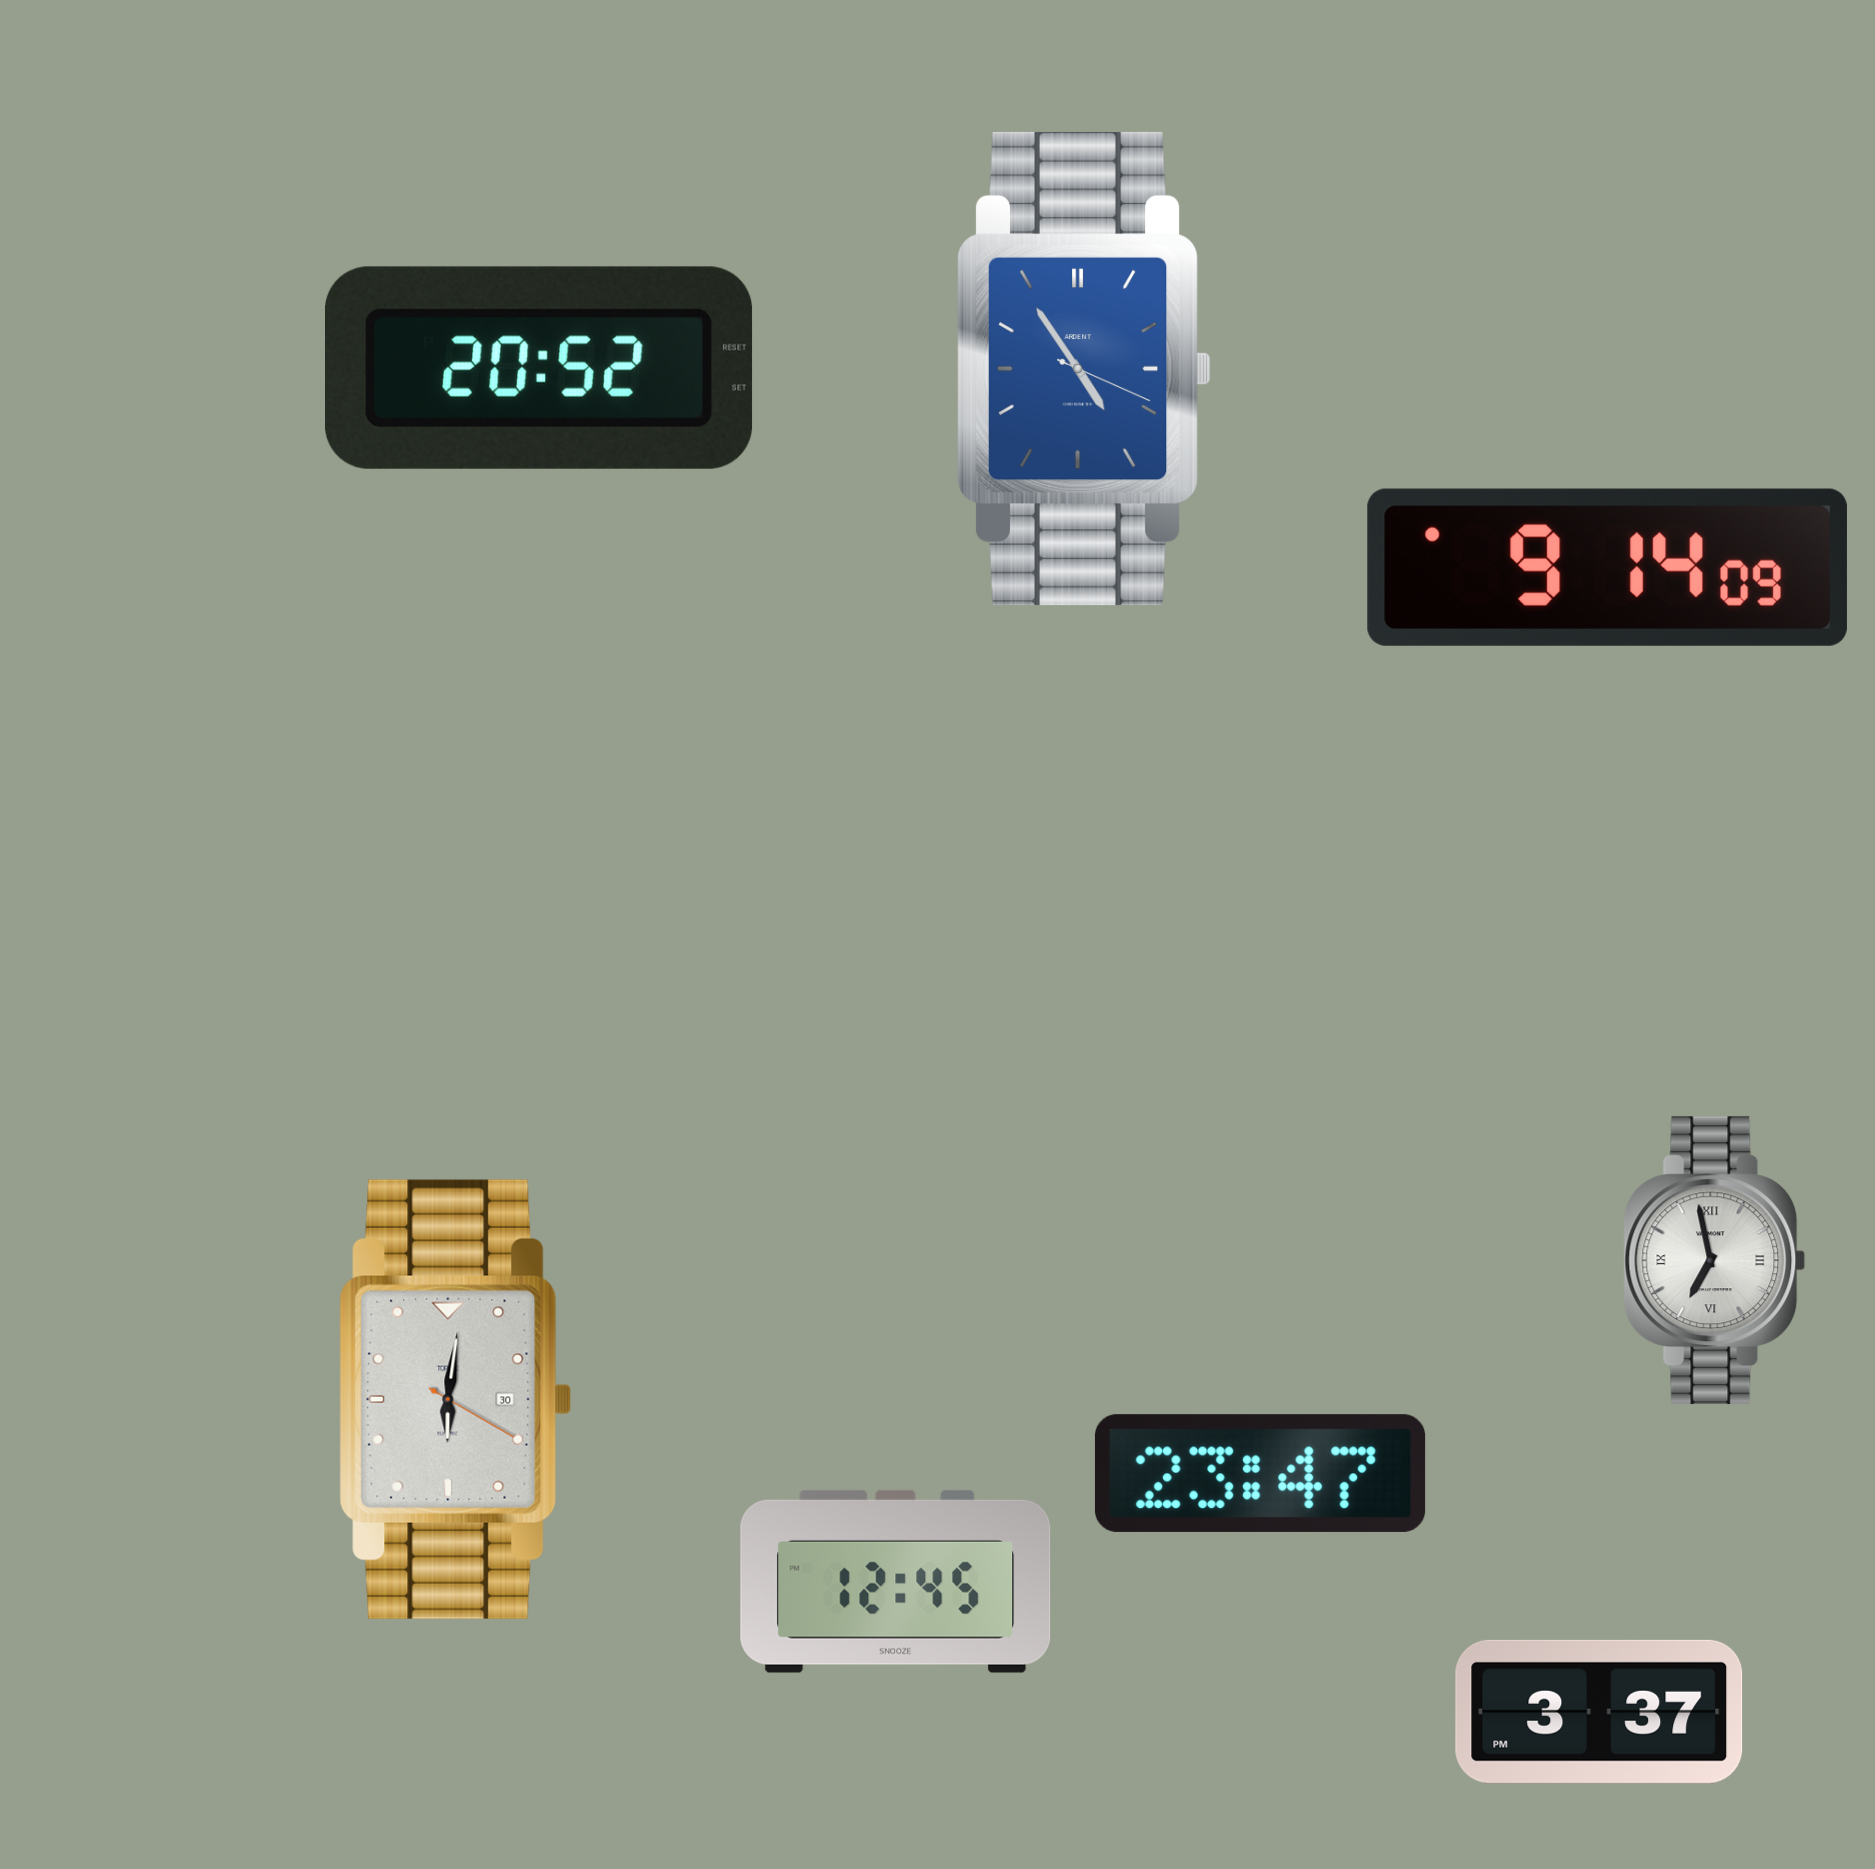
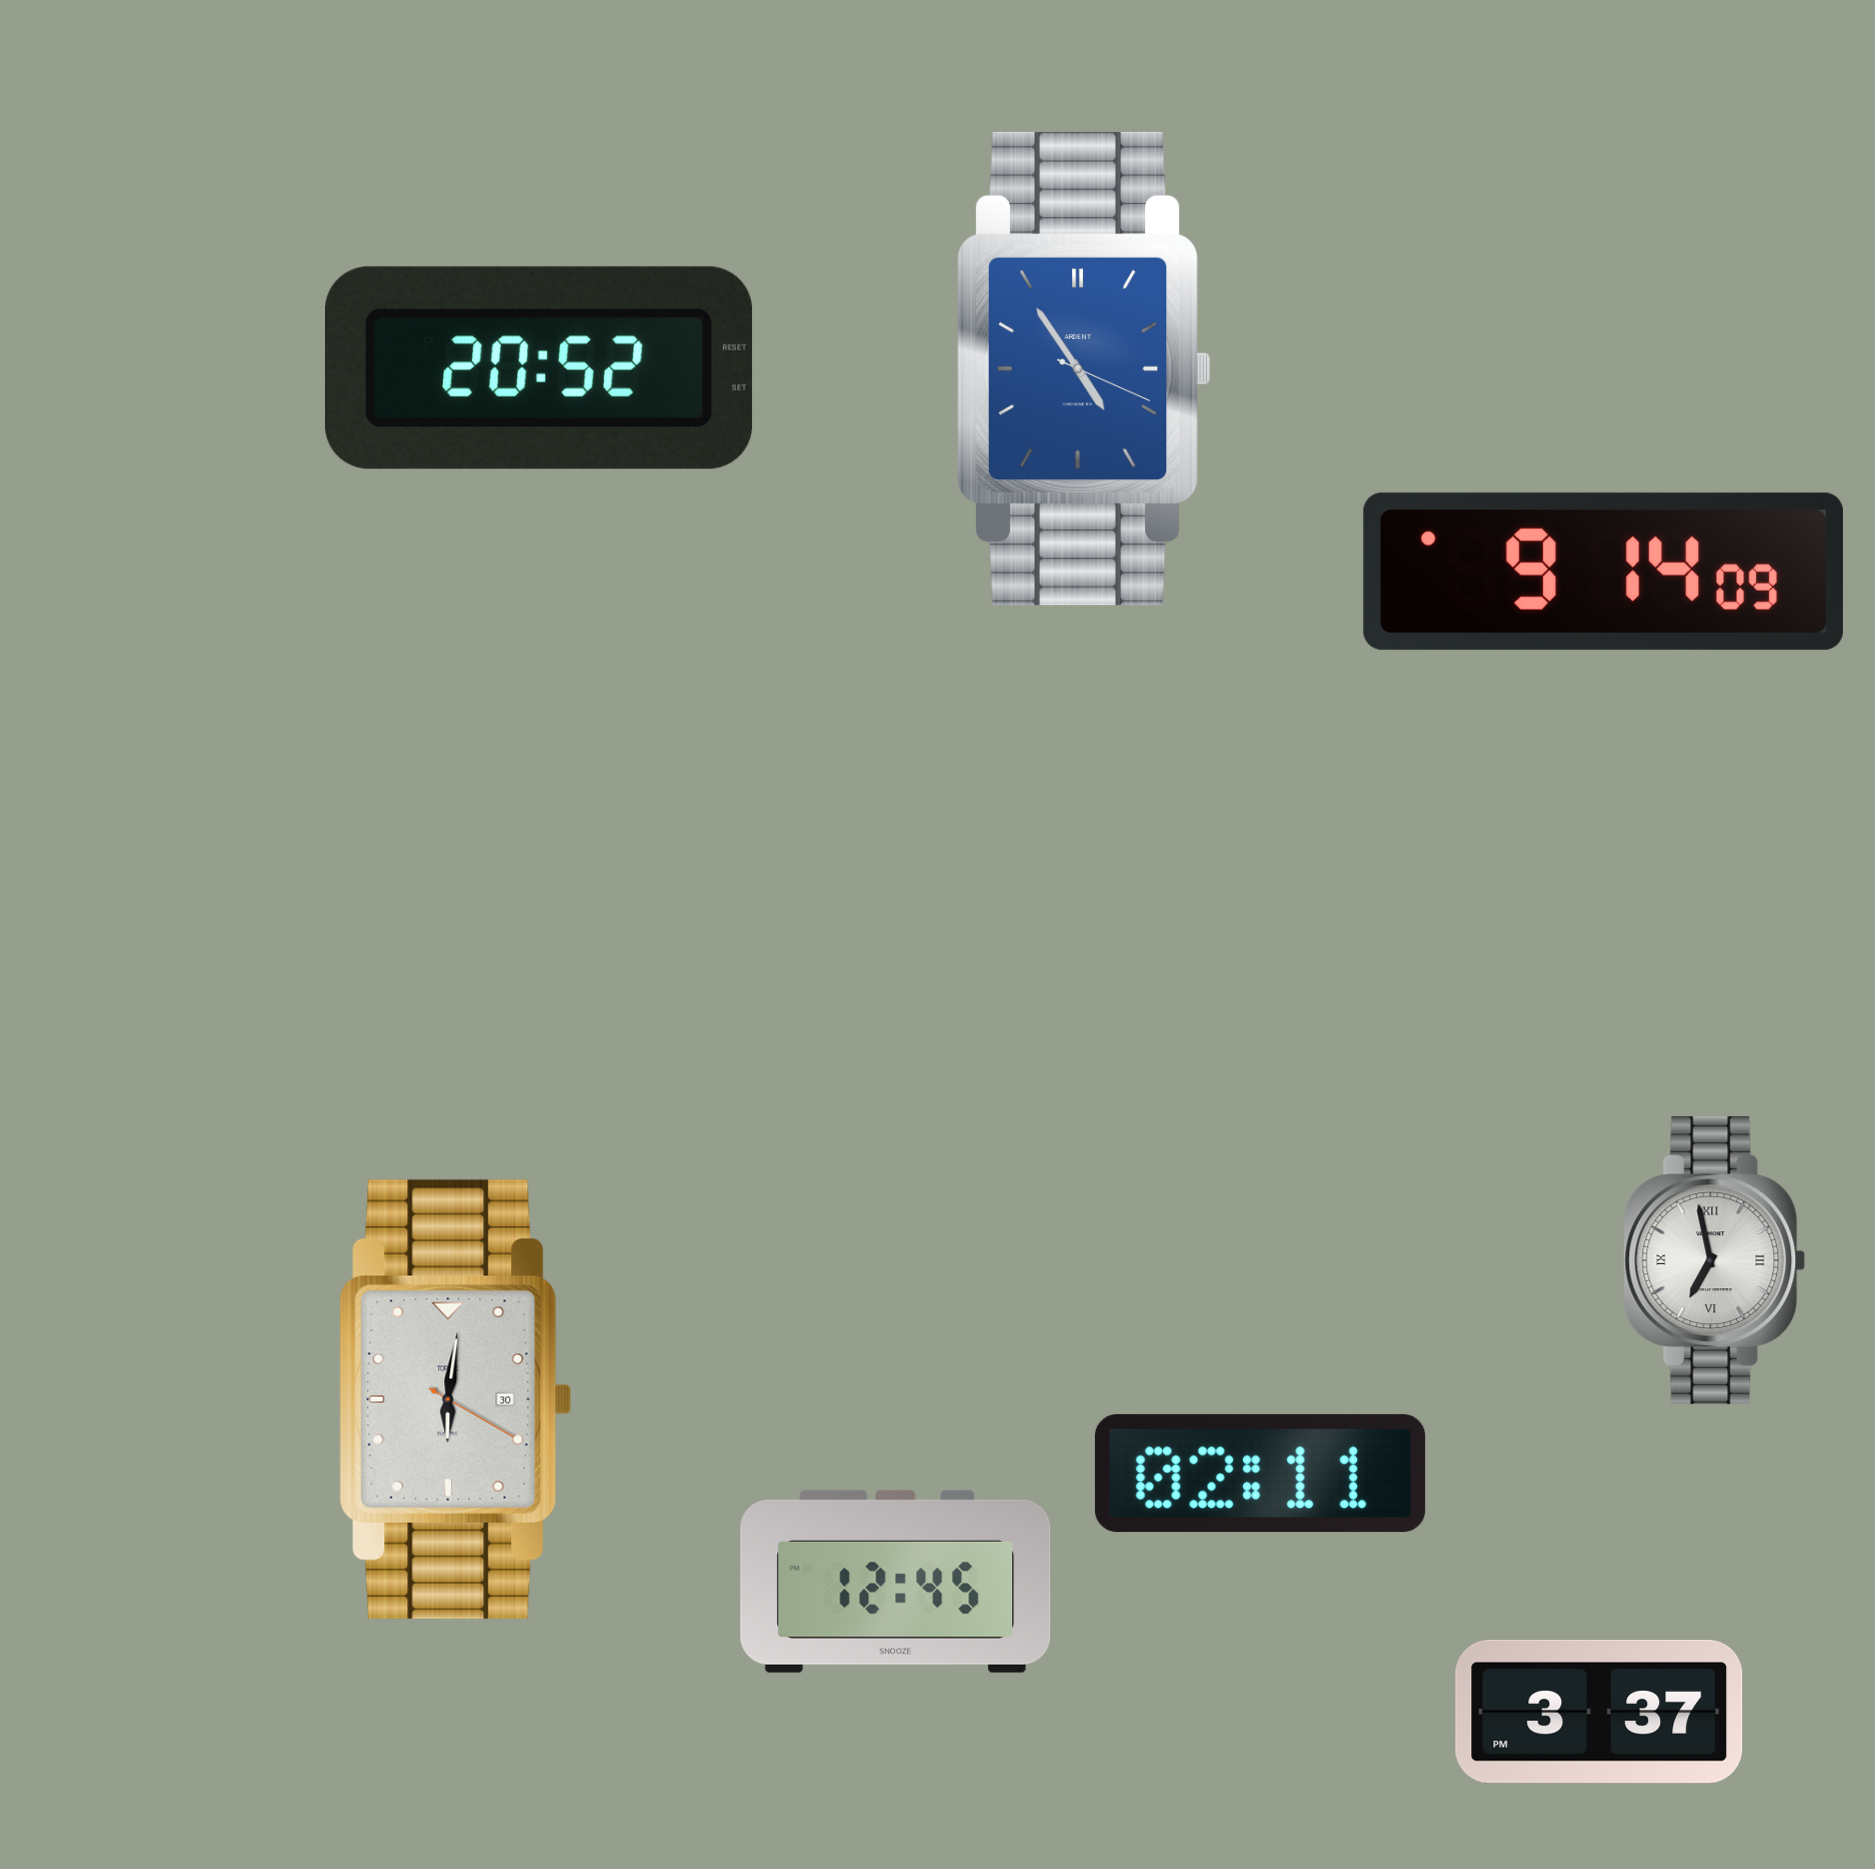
clock at (1607, 567) position: (1607, 567) -> (1603, 571)
clock at (1260, 1473): 23:47 -> 02:11
